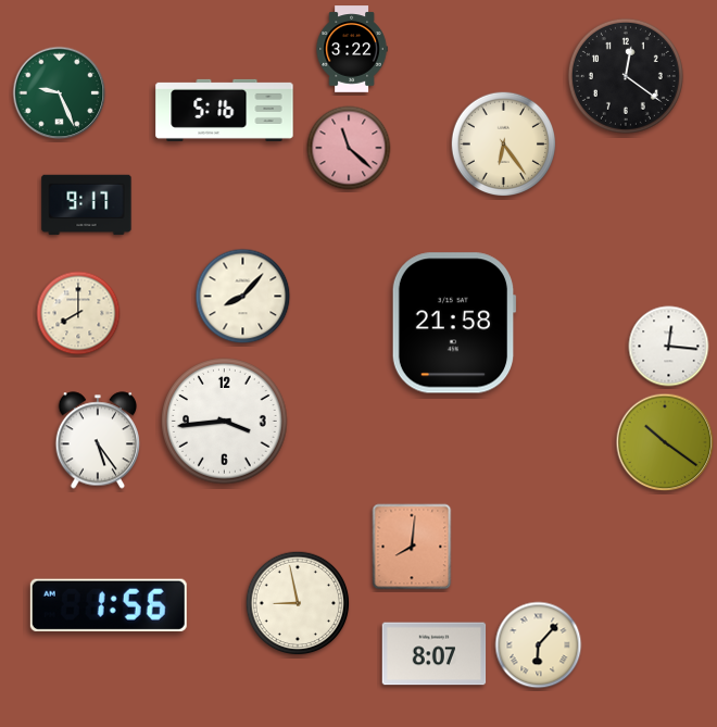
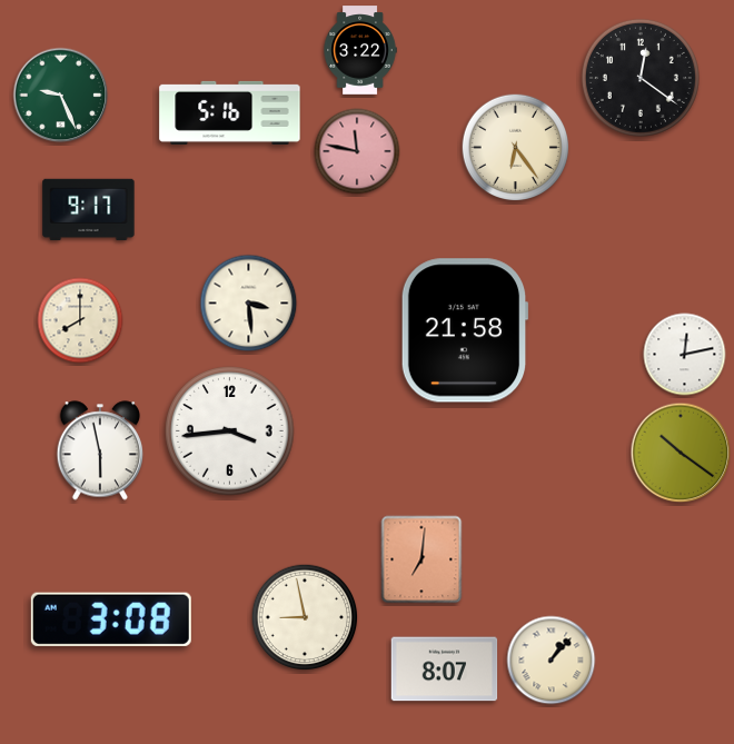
clock at (349, 148): 11:22 -> 11:47
clock at (243, 297): 8:07 -> 3:29
clock at (669, 347): 12:16 -> 12:13
clock at (98, 440): 5:24 -> 5:58
clock at (412, 547): 8:01 -> 7:01
clock at (109, 605): 1:56 -> 3:08
clock at (539, 645): 6:07 -> 1:07
